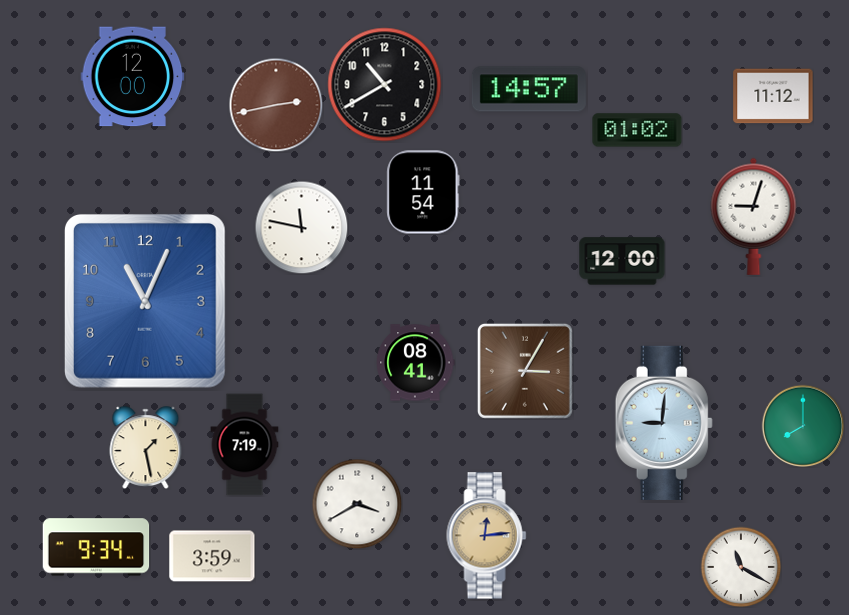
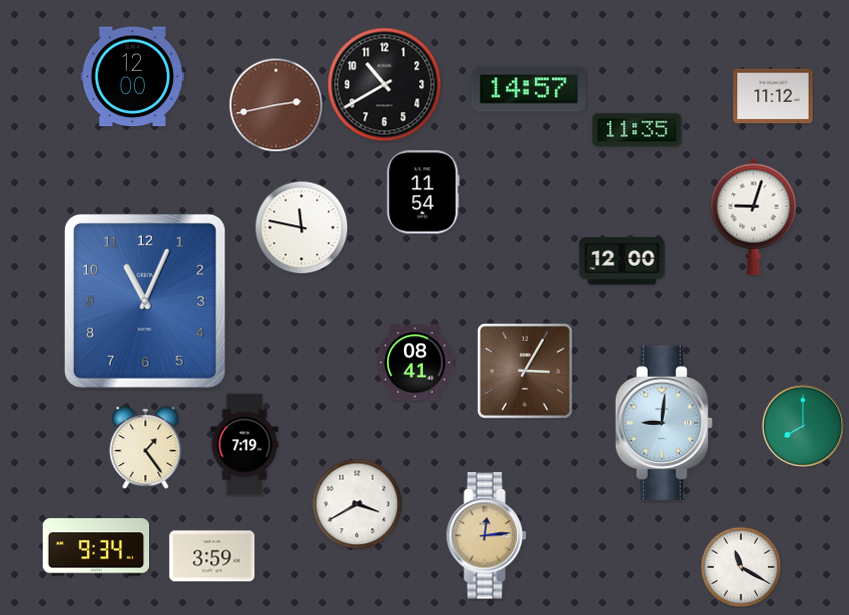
clock at (637, 130): 01:02 -> 11:35
clock at (146, 448): 1:28 -> 1:24
